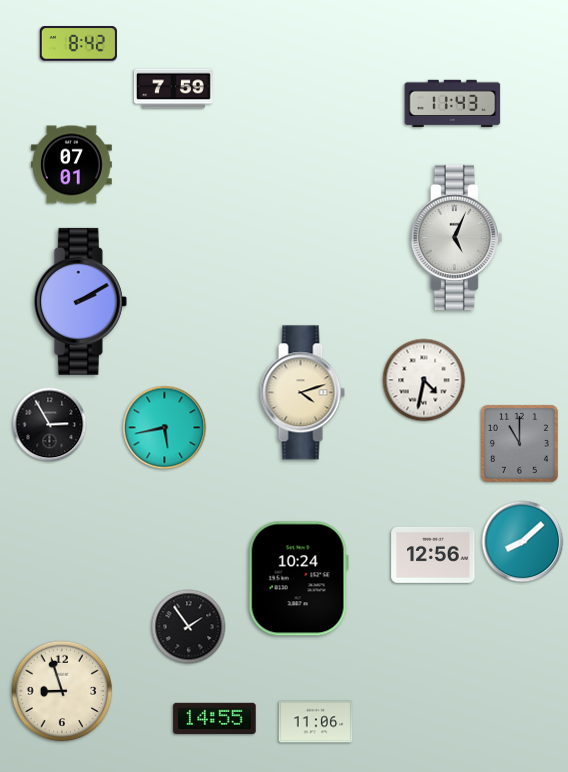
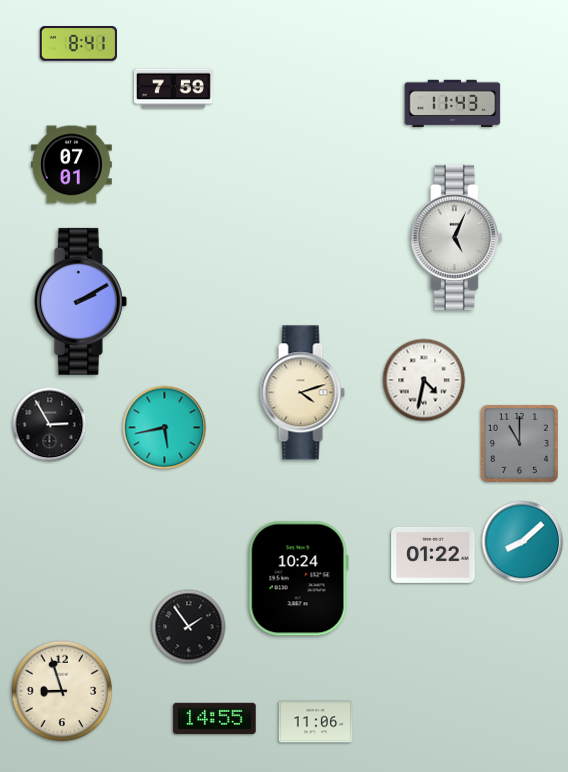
clock at (78, 44): 8:42 -> 8:41
clock at (433, 555): 12:56 -> 01:22
